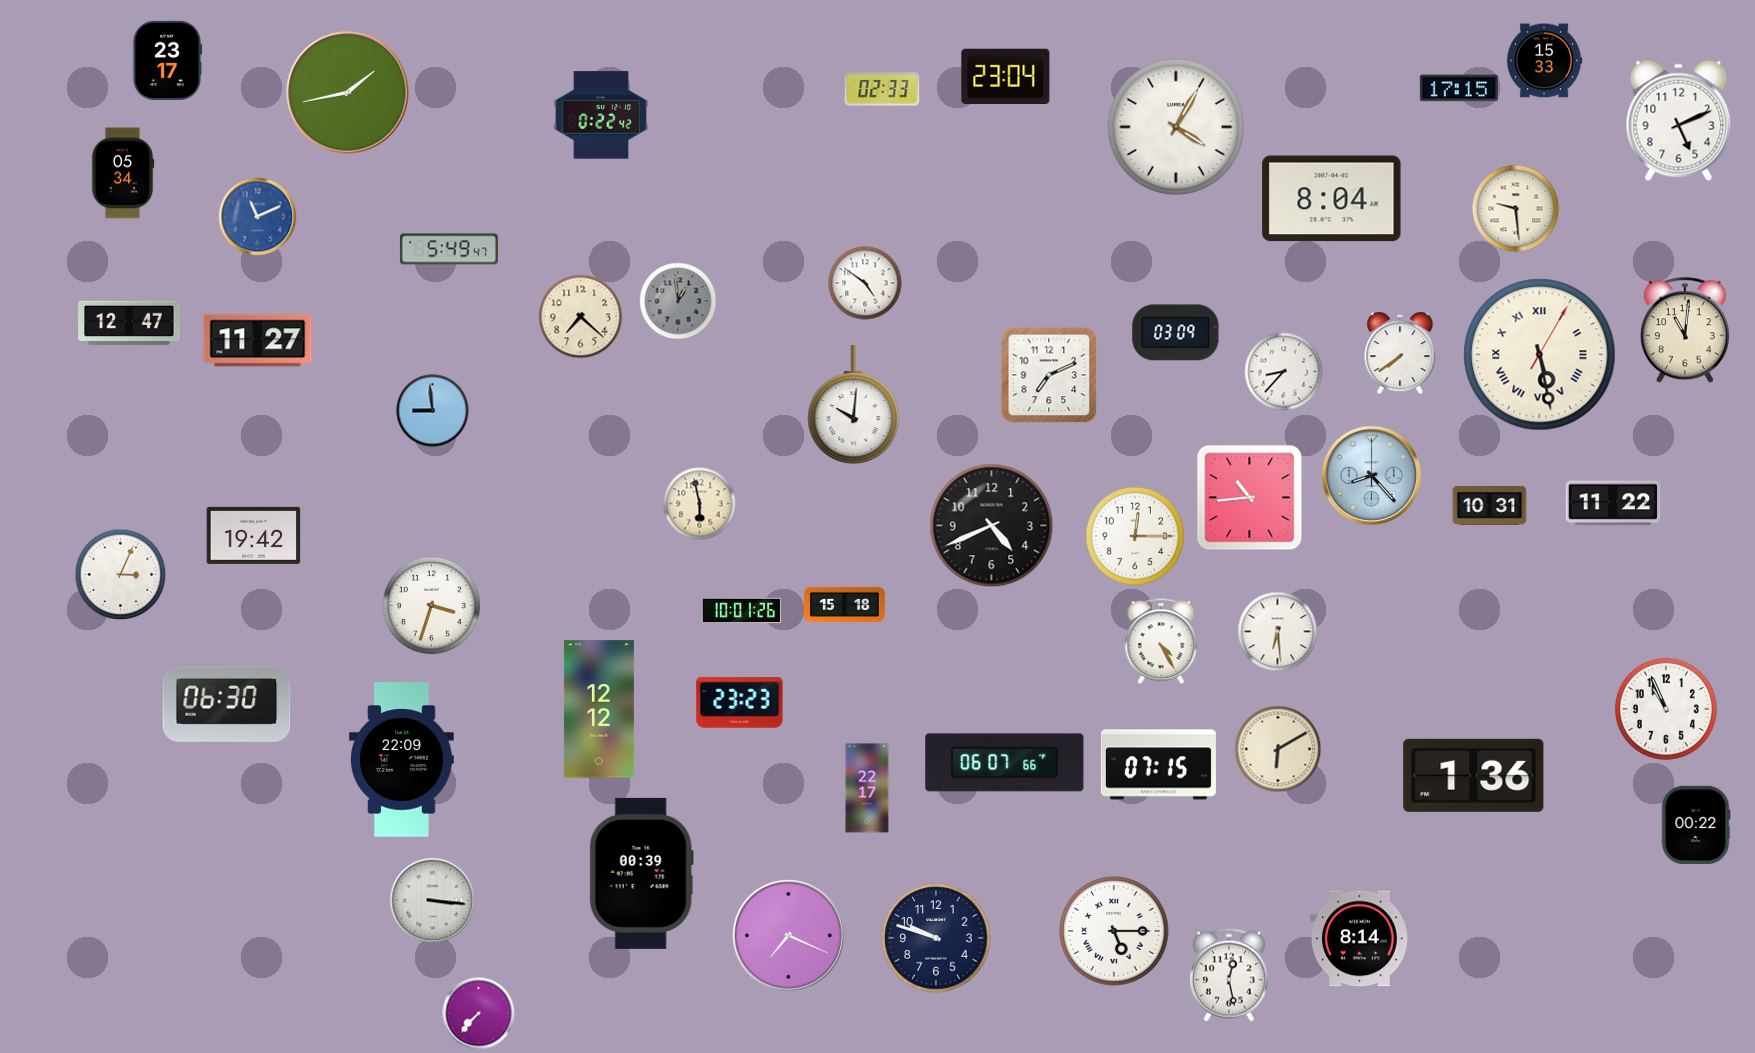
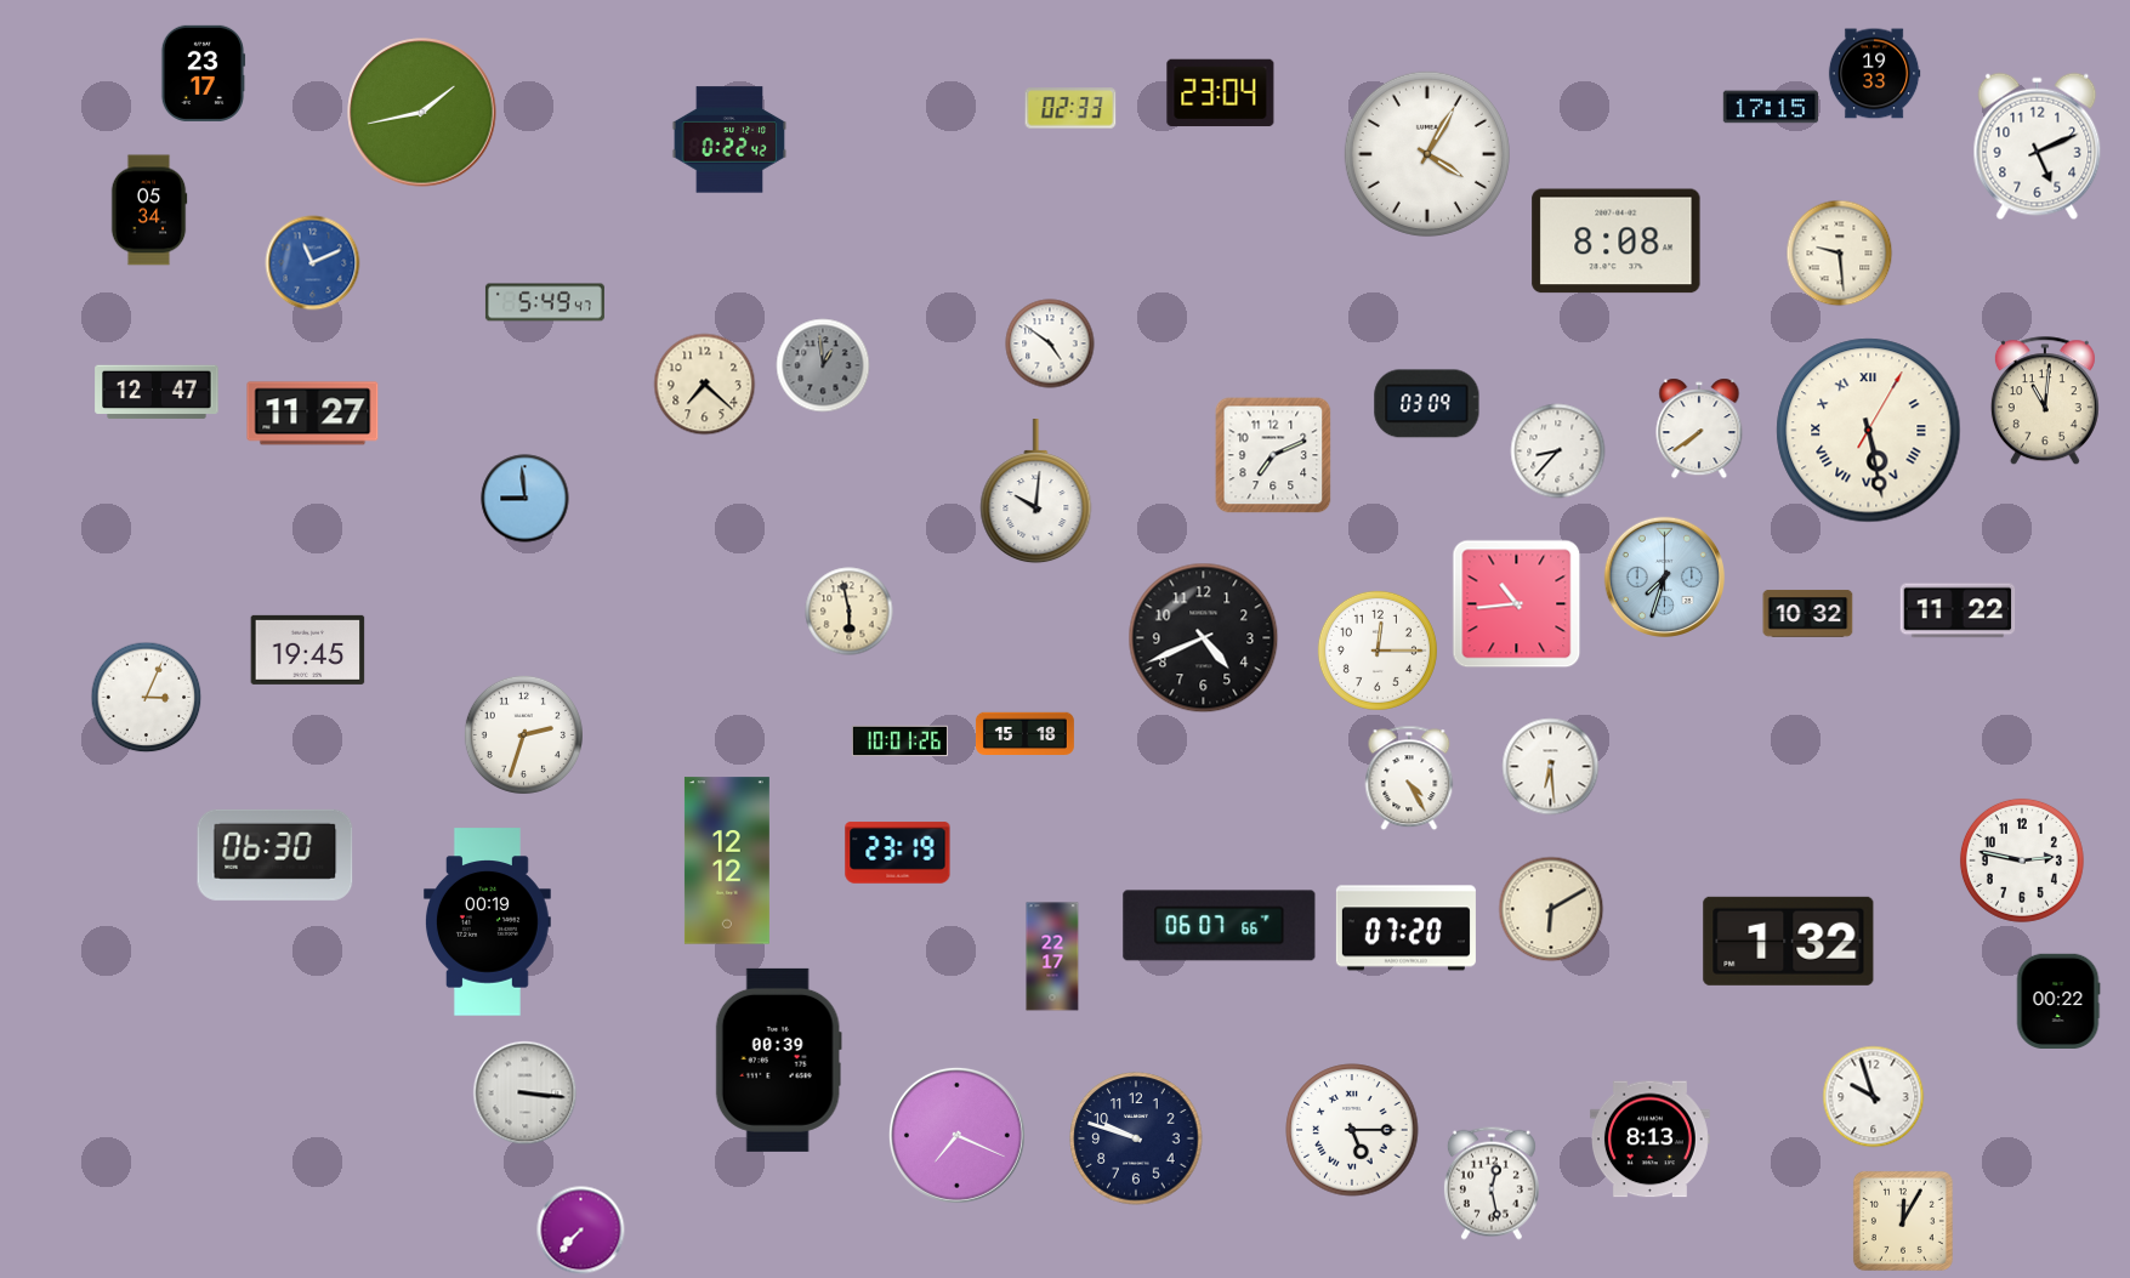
clock at (1544, 61): 15:33 -> 19:33
clock at (1332, 199): 8:04 -> 8:08
clock at (1371, 475): 8:23 -> 7:33
clock at (1490, 506): 10:31 -> 10:32
clock at (254, 535): 19:42 -> 19:45
clock at (431, 605): 3:33 -> 2:33
clock at (740, 703): 23:23 -> 23:19
clock at (1666, 709): 10:56 -> 2:47
clock at (401, 760): 22:09 -> 00:19
clock at (1158, 765): 07:15 -> 07:20
clock at (1474, 775): 1:36 -> 1:32
clock at (1874, 1097): none -> 9:57
clock at (1359, 939): 8:14 -> 8:13
clock at (1903, 1221): none -> 12:05
